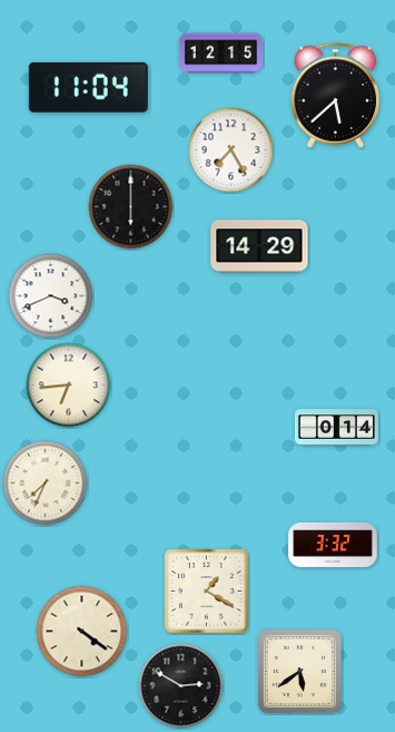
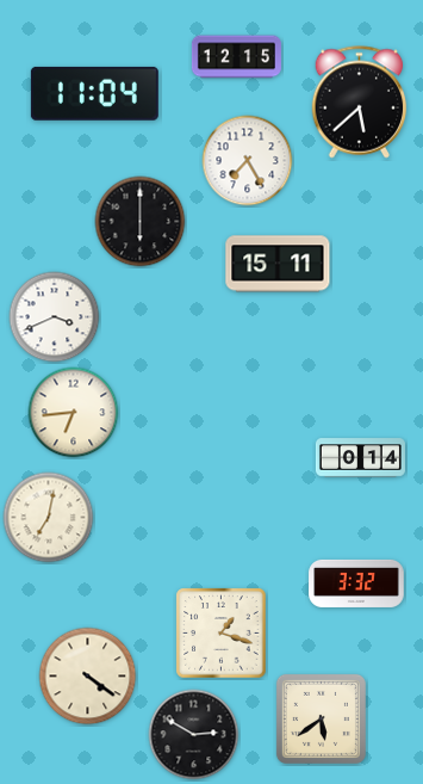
clock at (259, 246): 14:29 -> 15:11
clock at (46, 484): 7:34 -> 7:02
clock at (207, 592): 1:20 -> 1:18
